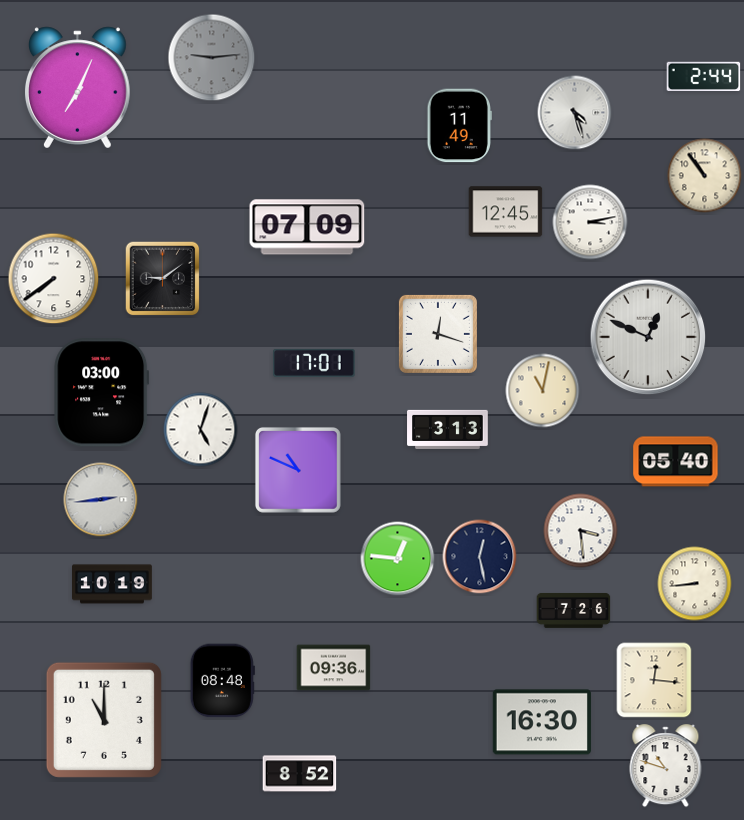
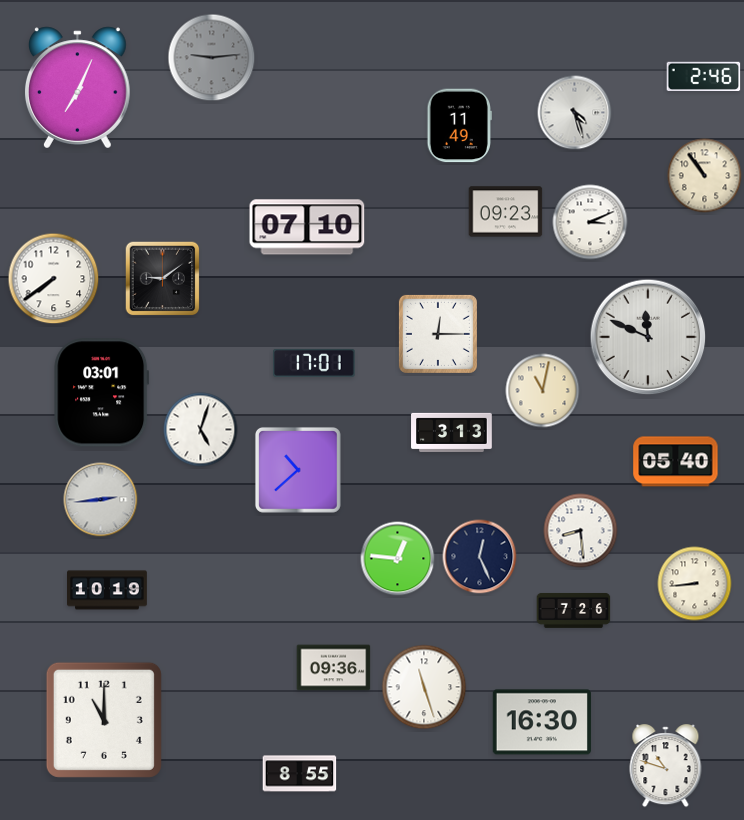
clock at (704, 76): 2:44 -> 2:46
clock at (506, 212): 12:45 -> 09:23
clock at (590, 222): 3:13 -> 3:11
clock at (307, 227): 07:09 -> 07:10
clock at (438, 334): 12:18 -> 12:15
clock at (648, 337): 12:49 -> 11:49
clock at (102, 393): 03:00 -> 03:01
clock at (448, 429) position: (448, 429) -> (452, 432)
clock at (298, 470): 10:49 -> 10:38
clock at (581, 531): 3:29 -> 8:29
clock at (480, 557): 12:28 -> 12:26
clock at (113, 584) position: (113, 584) -> (108, 590)
clock at (654, 680): 12:16 -> none
clock at (222, 681): 08:48 -> none
clock at (424, 687): none -> 11:27
clock at (300, 774): 8:52 -> 8:55
